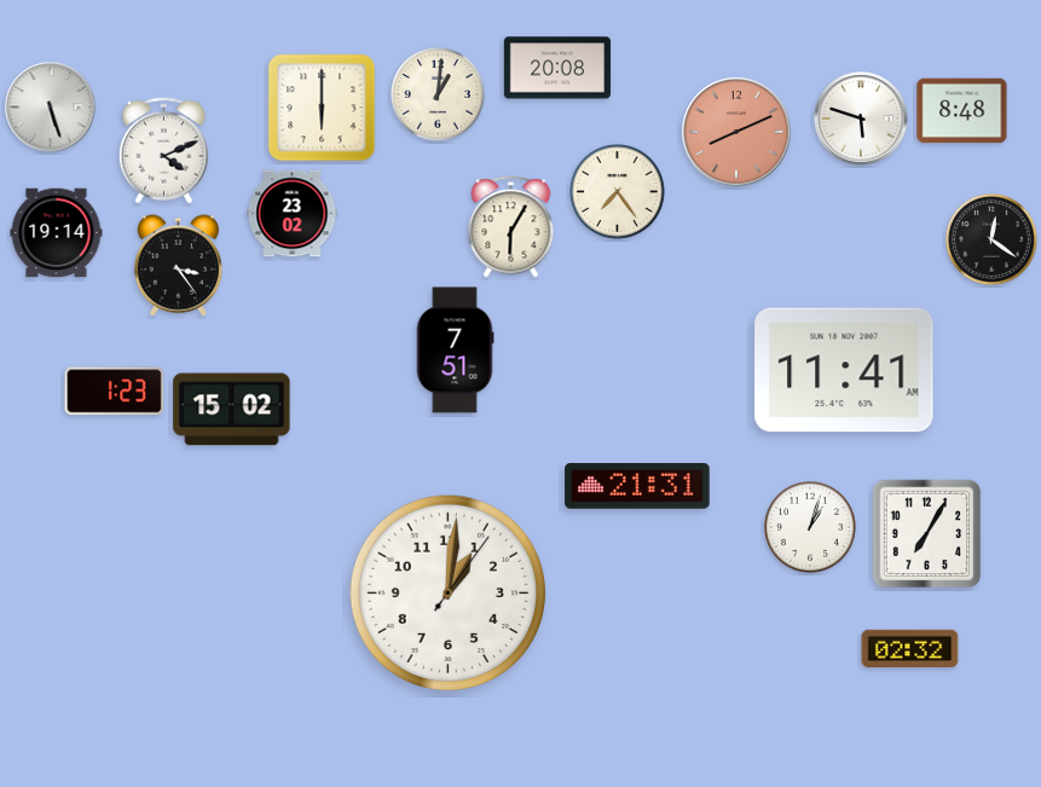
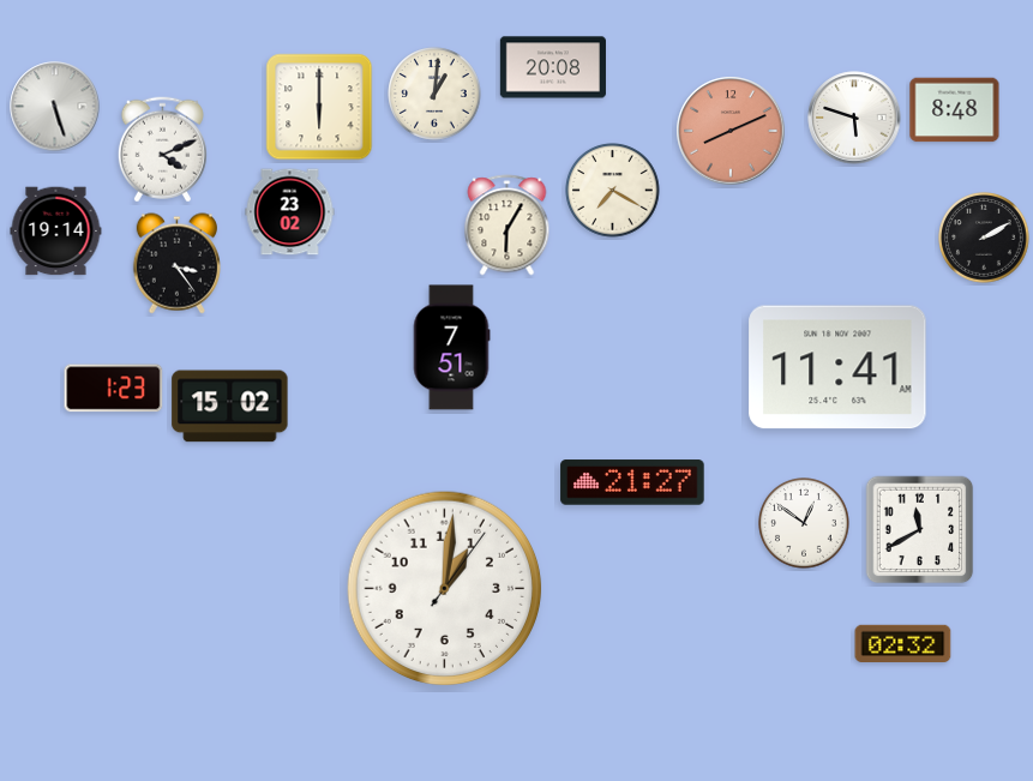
clock at (51, 108) position: (51, 108) -> (55, 107)
clock at (618, 192): 7:24 -> 7:20
clock at (991, 239): 12:21 -> 2:10
clock at (637, 486): 21:31 -> 21:27
clock at (810, 527): 1:03 -> 12:51
clock at (927, 534): 7:05 -> 11:40
